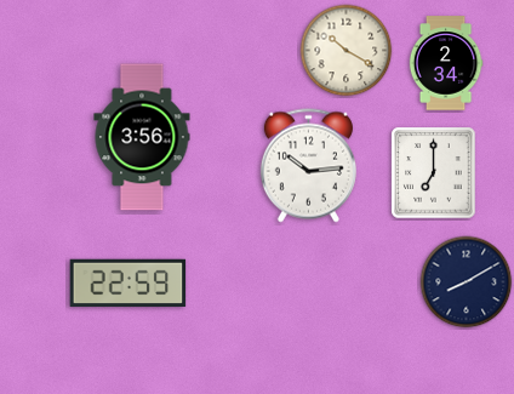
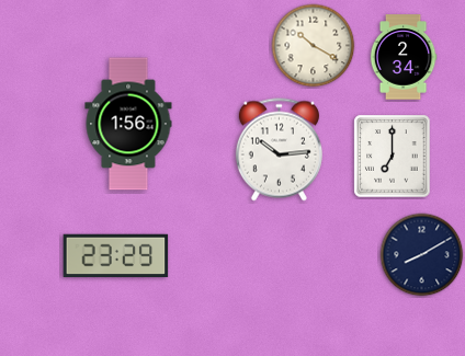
clock at (142, 137): 3:56 -> 1:56
clock at (128, 284): 22:59 -> 23:29
